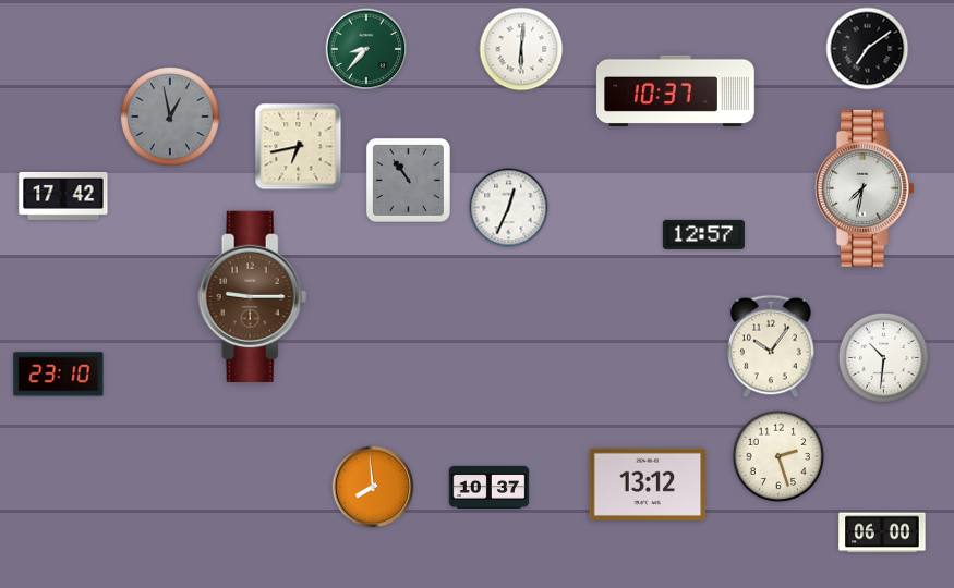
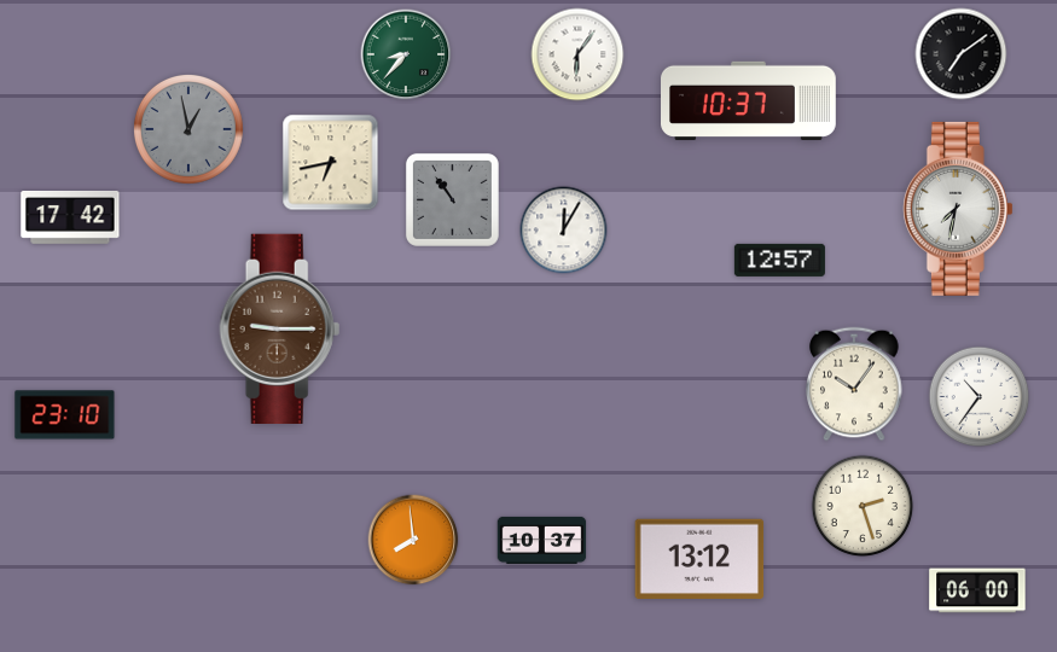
clock at (521, 49): 6:01 -> 6:06
clock at (509, 208): 12:34 -> 12:05
clock at (884, 358): 10:31 -> 10:36
clock at (648, 485) position: (648, 485) -> (699, 559)
